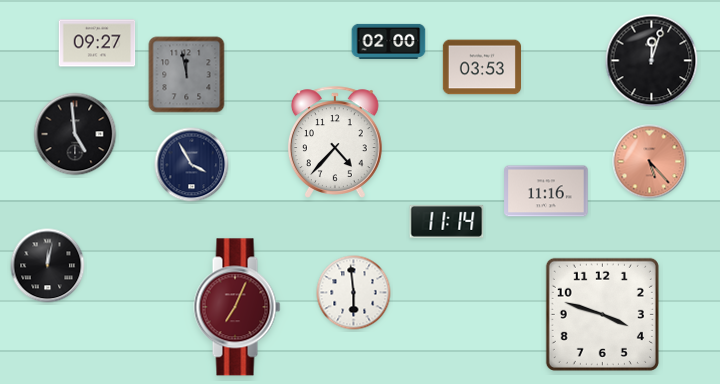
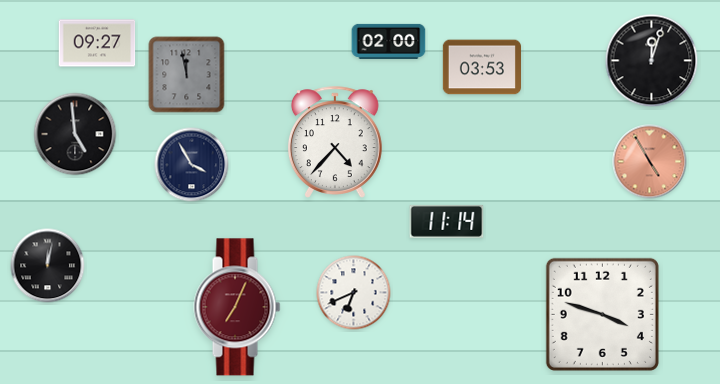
clock at (650, 162): 5:23 -> 4:55
clock at (546, 191): 11:16 -> none
clock at (354, 293): 5:59 -> 6:41
